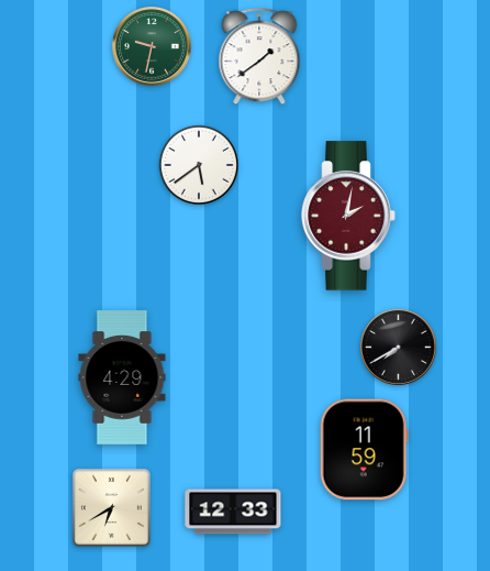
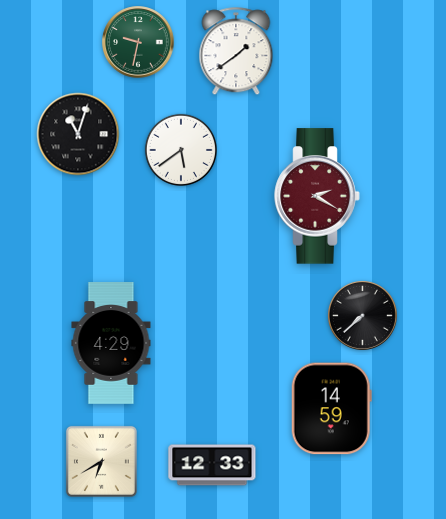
clock at (78, 134): none -> 11:03
clock at (348, 216): 2:02 -> 2:20
clock at (398, 347): 7:40 -> 7:38
clock at (364, 450): 11:59 -> 14:59
